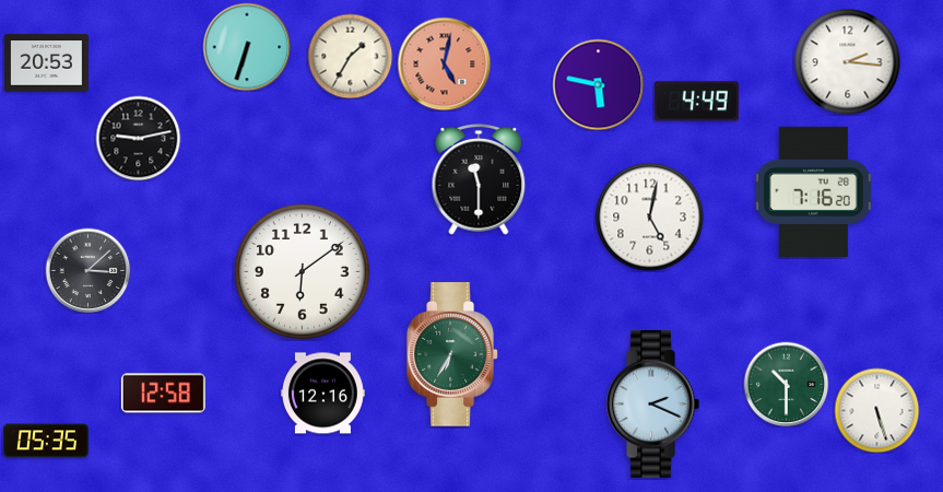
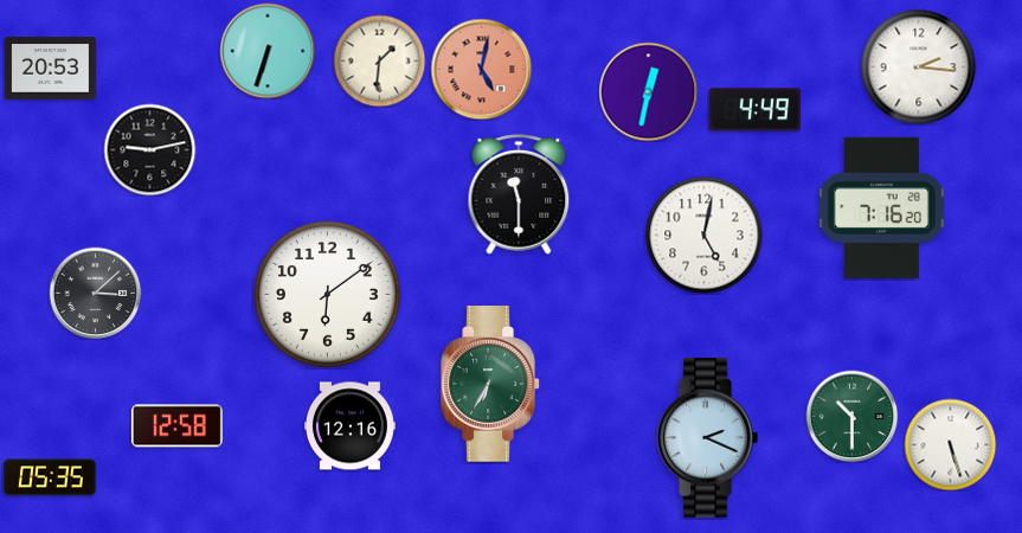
clock at (350, 56): 1:35 -> 1:31
clock at (598, 84): 5:47 -> 12:32
